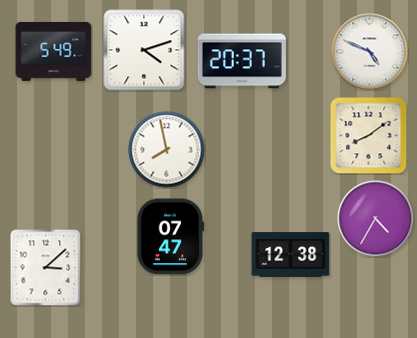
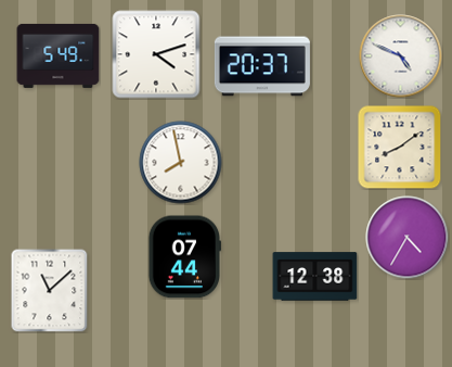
clock at (170, 237): 07:47 -> 07:44
clock at (46, 267): 3:08 -> 11:08
